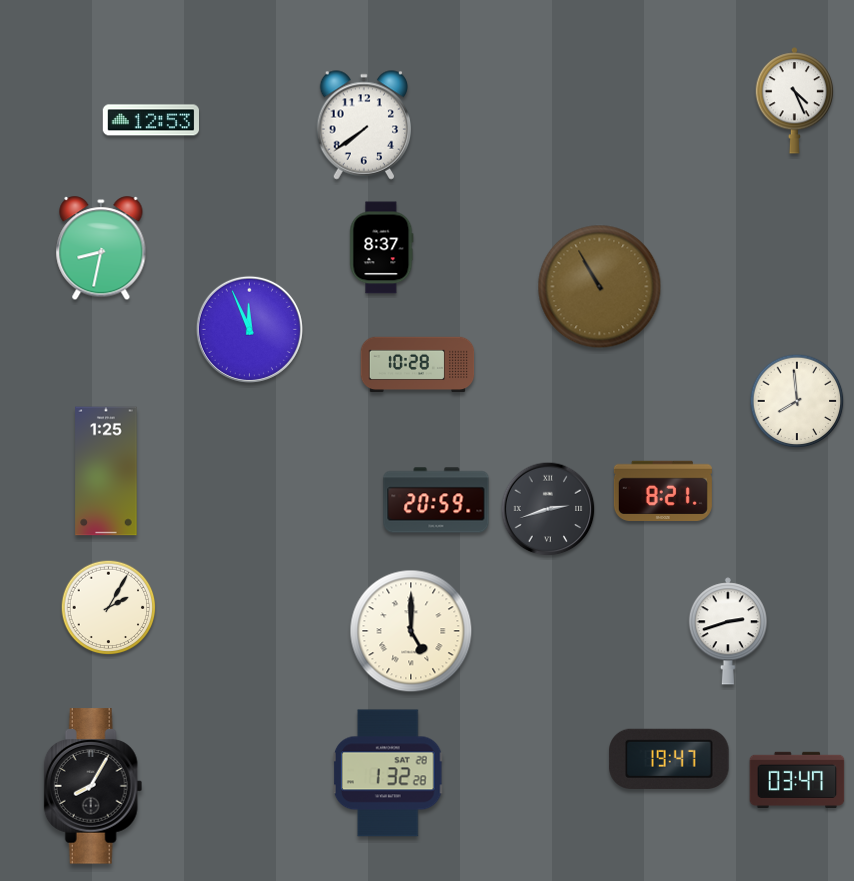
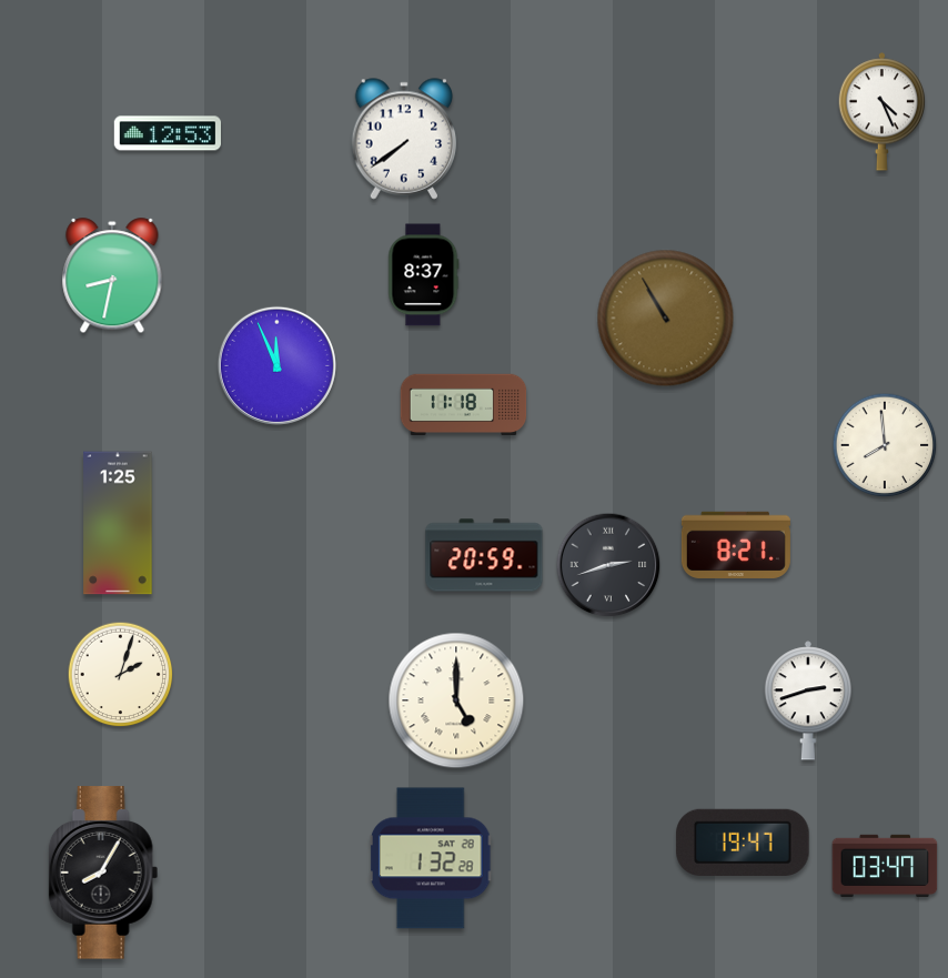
clock at (418, 365): 10:28 -> 11:18
clock at (109, 608): 2:05 -> 2:03
